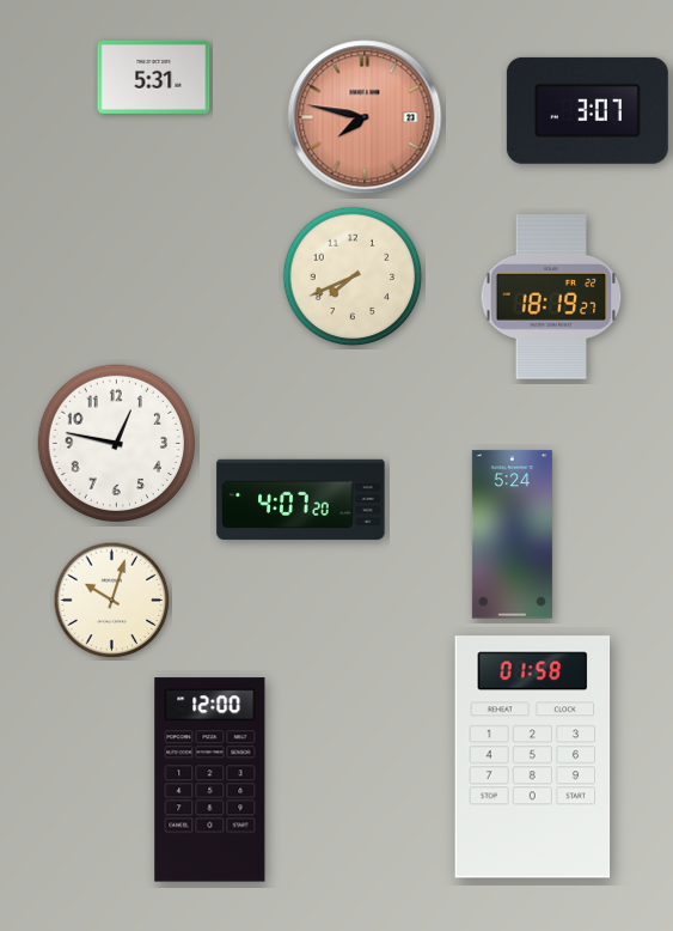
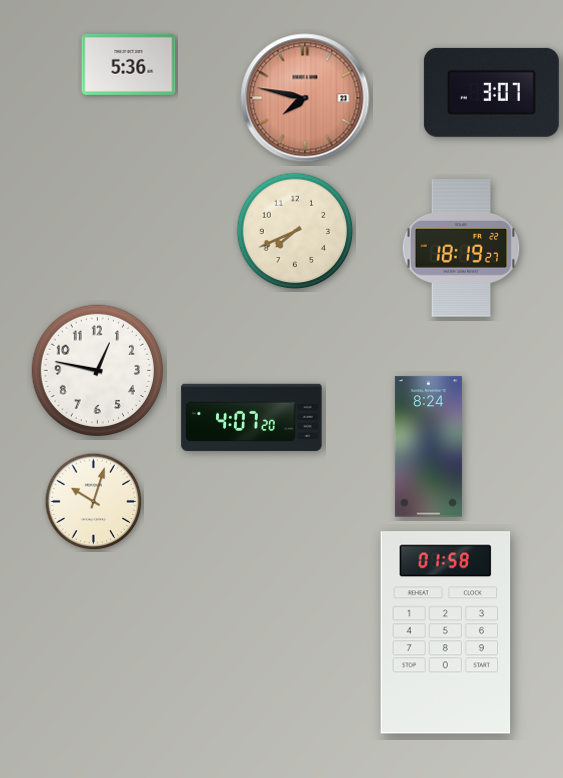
clock at (154, 77): 5:31 -> 5:36
clock at (512, 535): 5:24 -> 8:24
clock at (210, 780): 12:00 -> none
